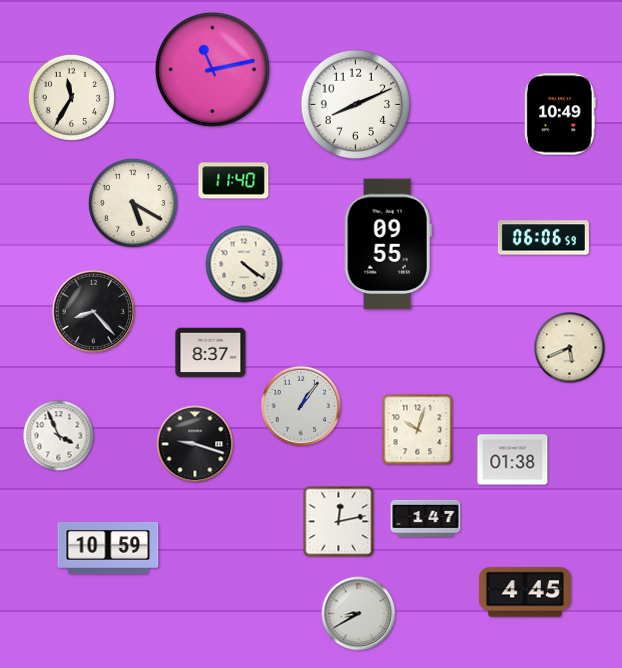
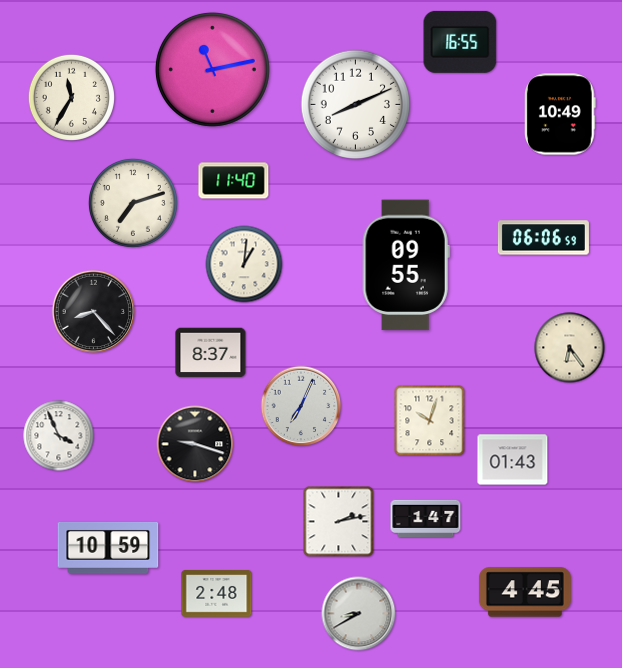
clock at (460, 42): none -> 16:55
clock at (133, 203): 5:20 -> 7:12
clock at (388, 244) position: (388, 244) -> (406, 265)
clock at (244, 264): 4:21 -> 1:01
clock at (570, 348): 5:41 -> 6:24
clock at (301, 406): 1:06 -> 7:04
clock at (418, 430) position: (418, 430) -> (430, 421)
clock at (513, 460): 01:38 -> 01:43
clock at (339, 522): 12:13 -> 2:13
clock at (217, 594): none -> 2:48
